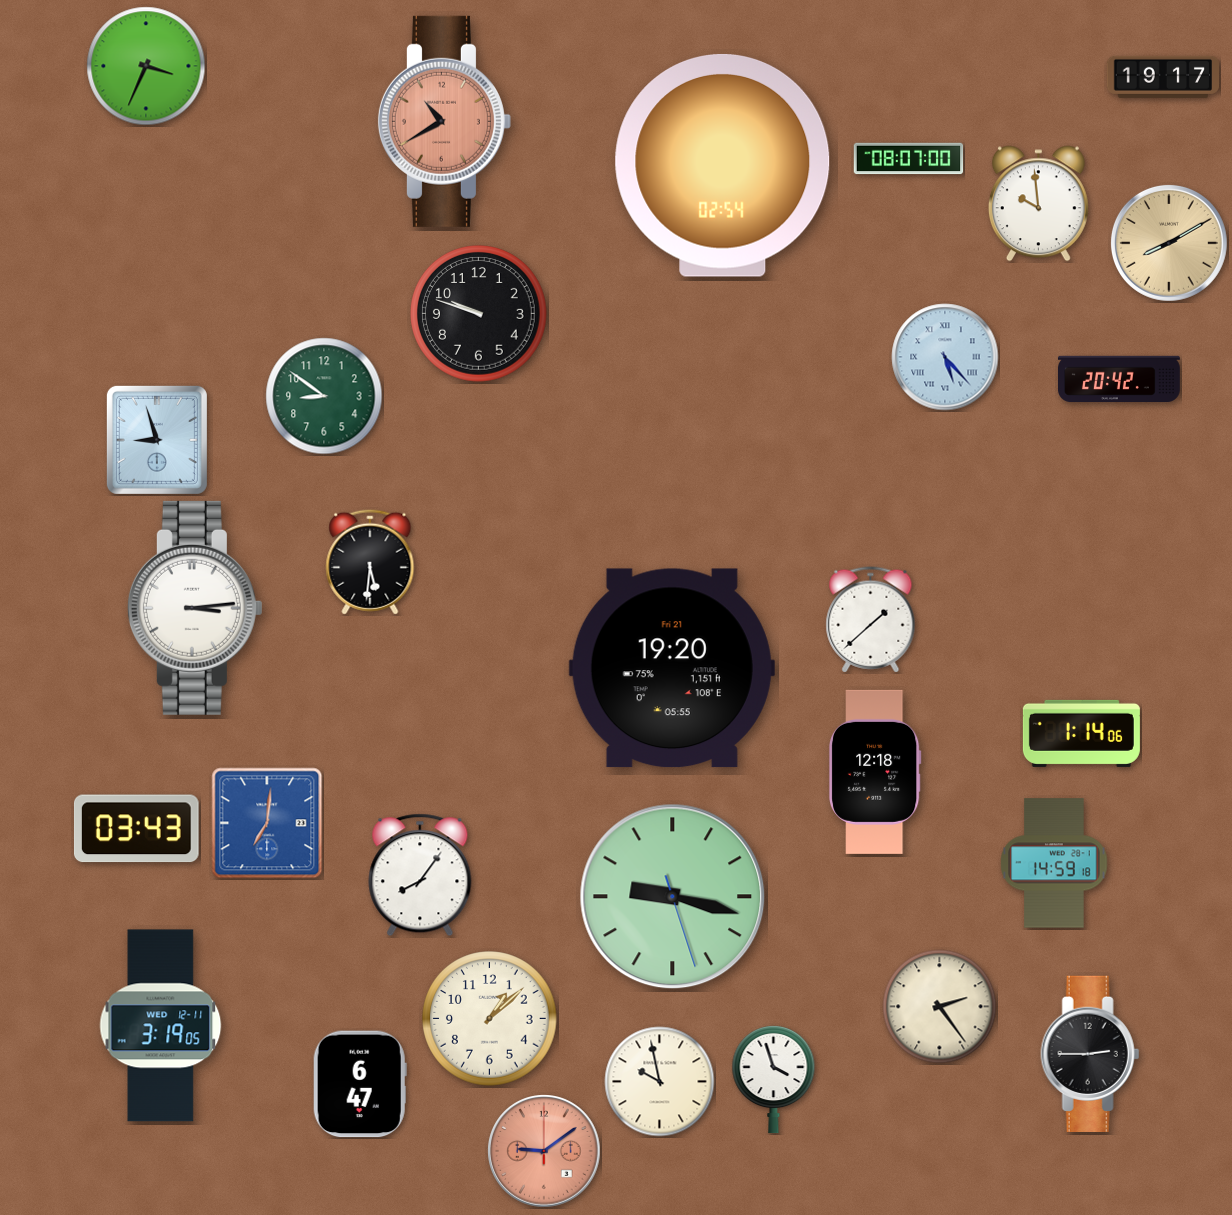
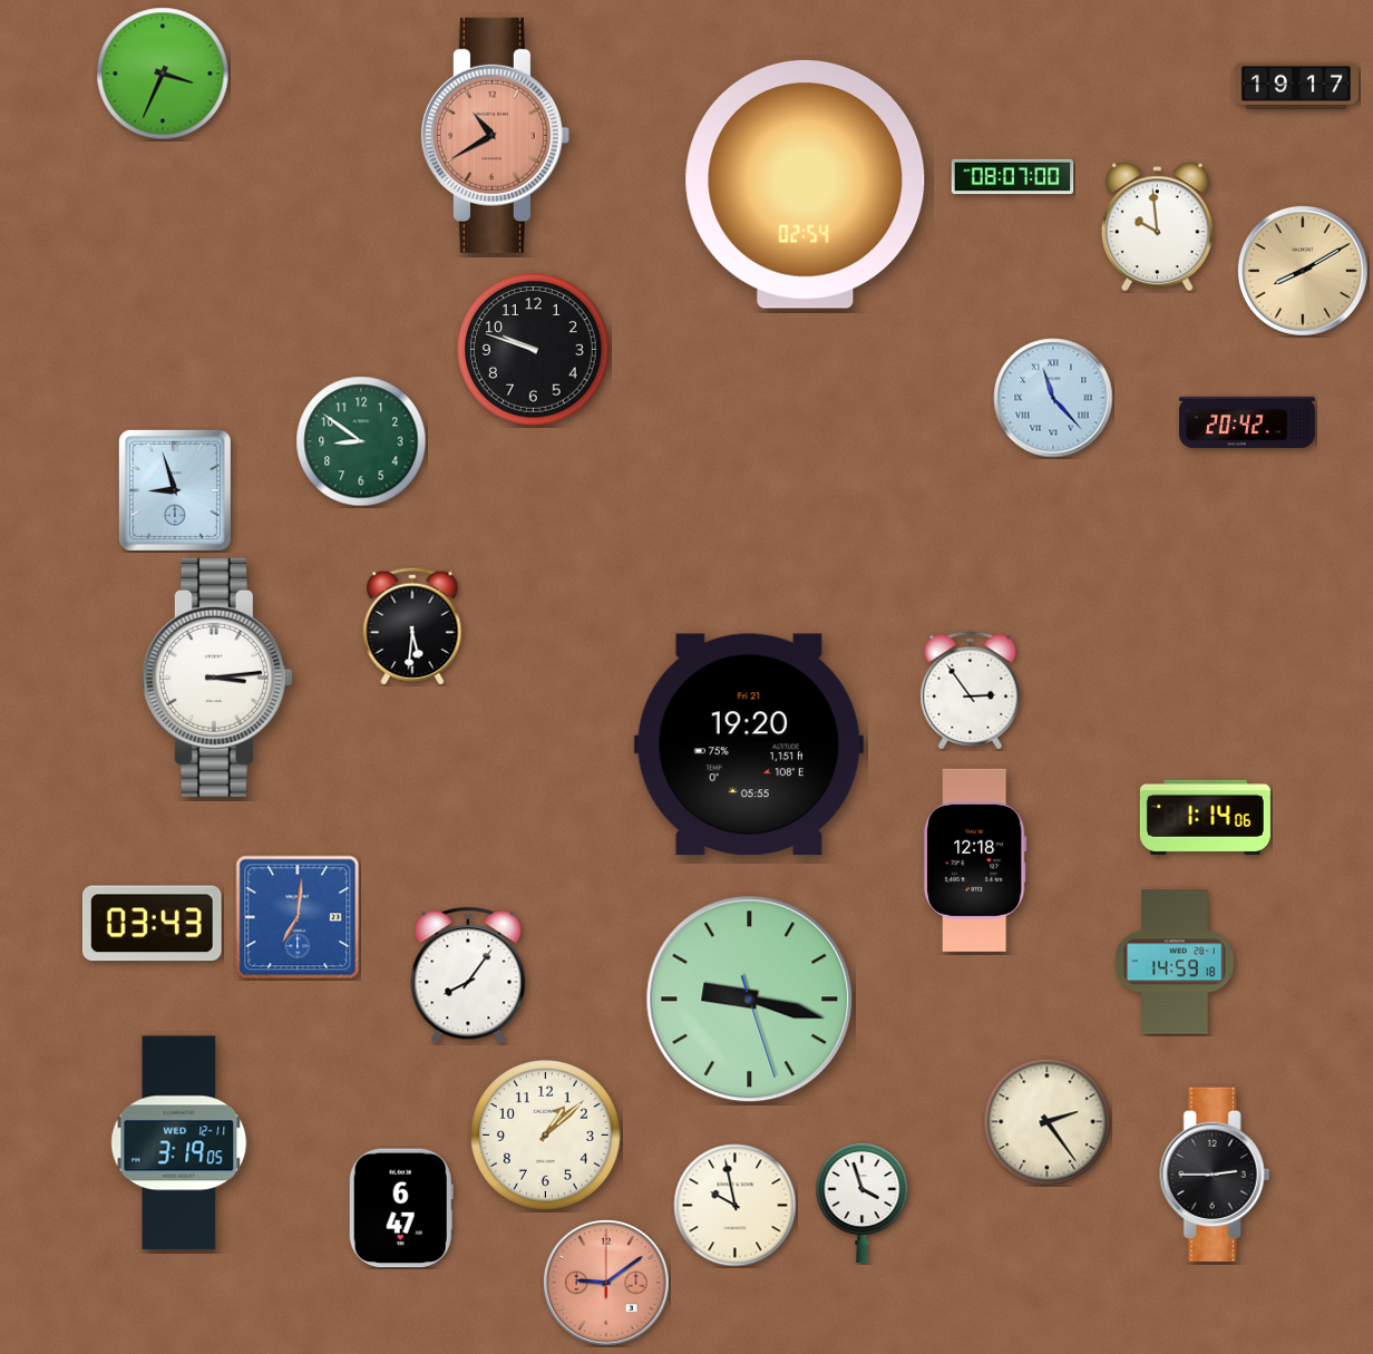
clock at (945, 357): 5:23 -> 11:23
clock at (871, 620): 1:38 -> 2:54
